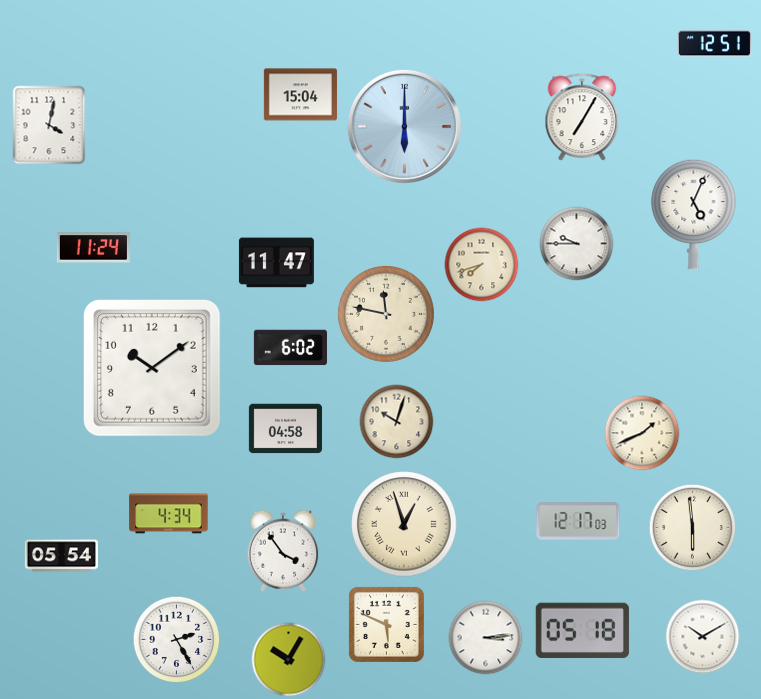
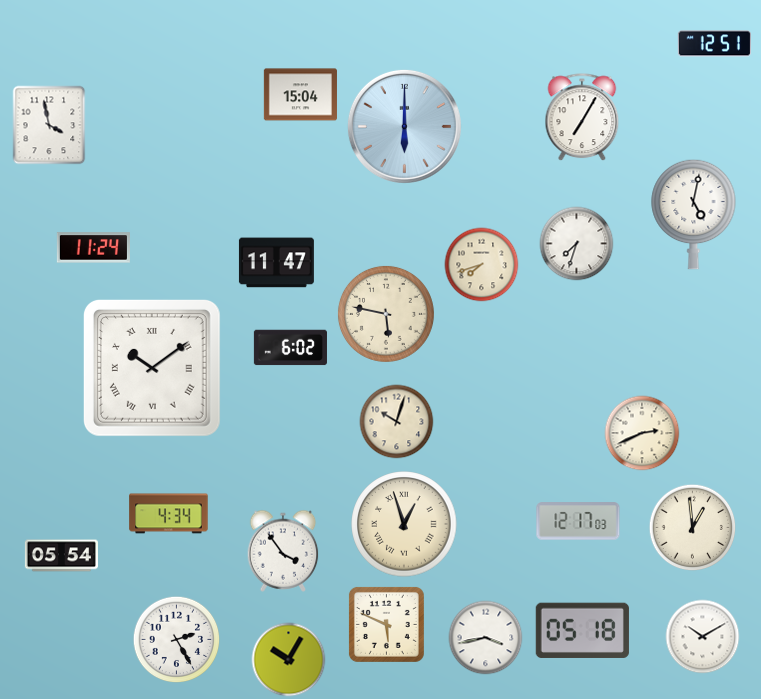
clock at (49, 125): 4:02 -> 3:58
clock at (694, 214): 5:04 -> 5:02
clock at (577, 244): 9:45 -> 7:33
clock at (386, 314): 11:47 -> 5:47
clock at (152, 368) numerals: Arabic -> Roman
clock at (285, 429): 04:58 -> none
clock at (642, 433): 1:41 -> 2:41
clock at (693, 528): 5:59 -> 12:59
clock at (486, 638): 3:14 -> 3:43
